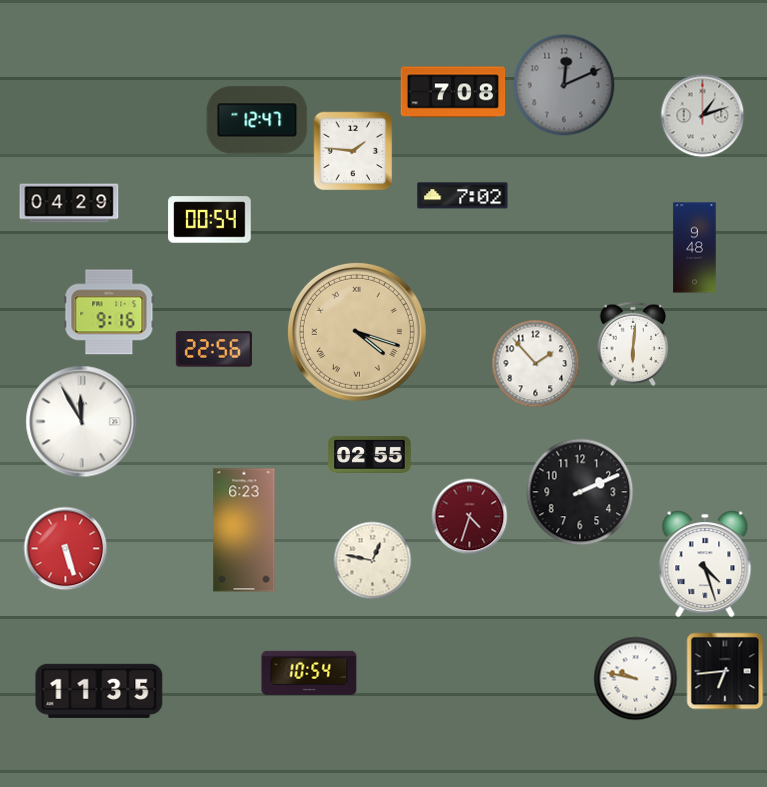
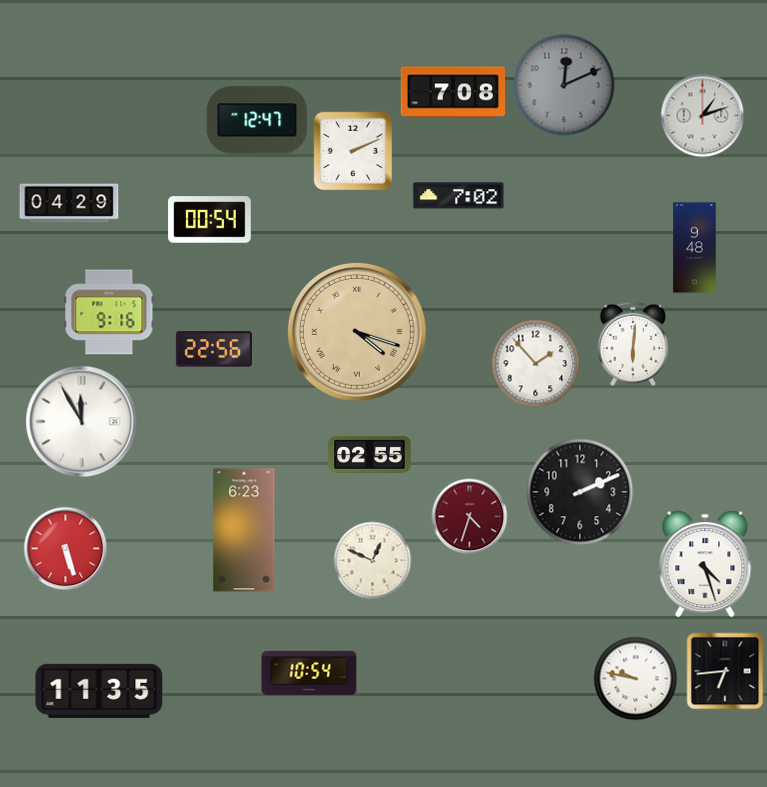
clock at (353, 151): 1:46 -> 2:11
clock at (463, 196) position: (463, 196) -> (459, 196)
clock at (373, 561): 12:47 -> 12:49
